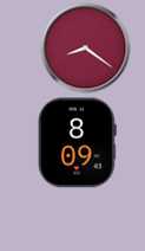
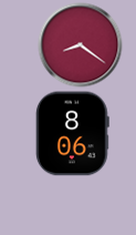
clock at (77, 143): 8:09 -> 8:06
